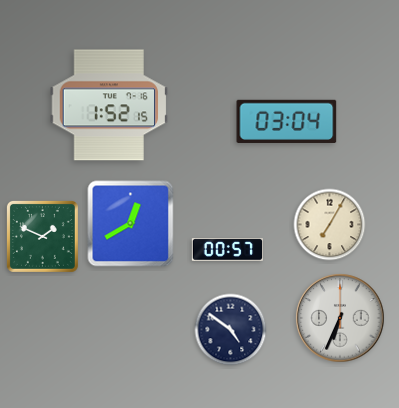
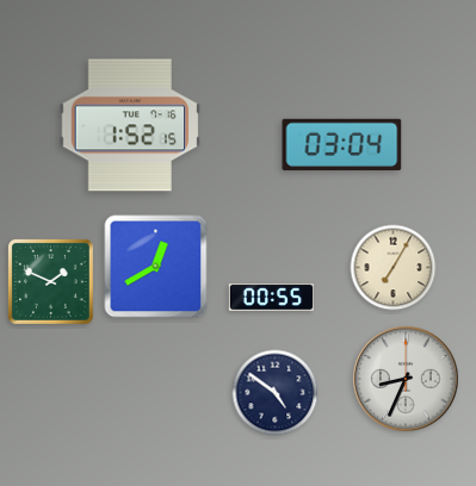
clock at (227, 250): 00:57 -> 00:55
clock at (340, 318): 6:34 -> 8:34
